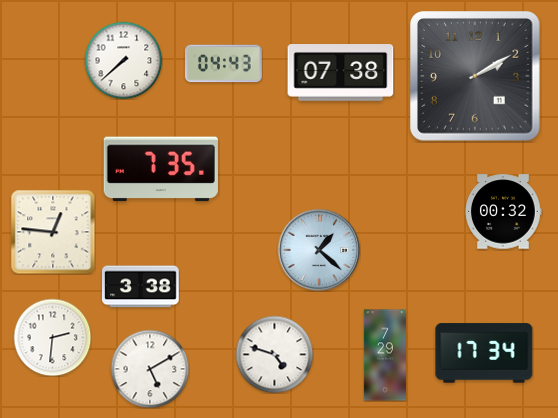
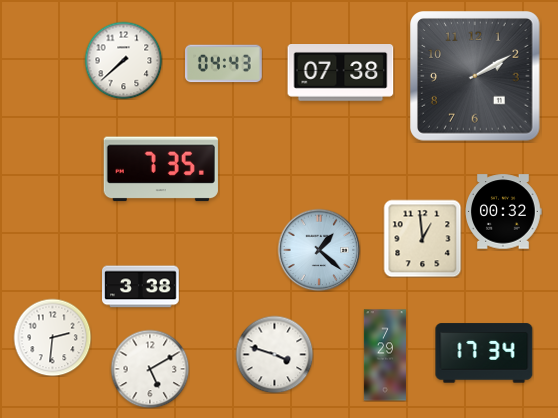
clock at (53, 232): 12:46 -> none
clock at (422, 238): none -> 12:59
clock at (274, 354): 4:48 -> 3:48
